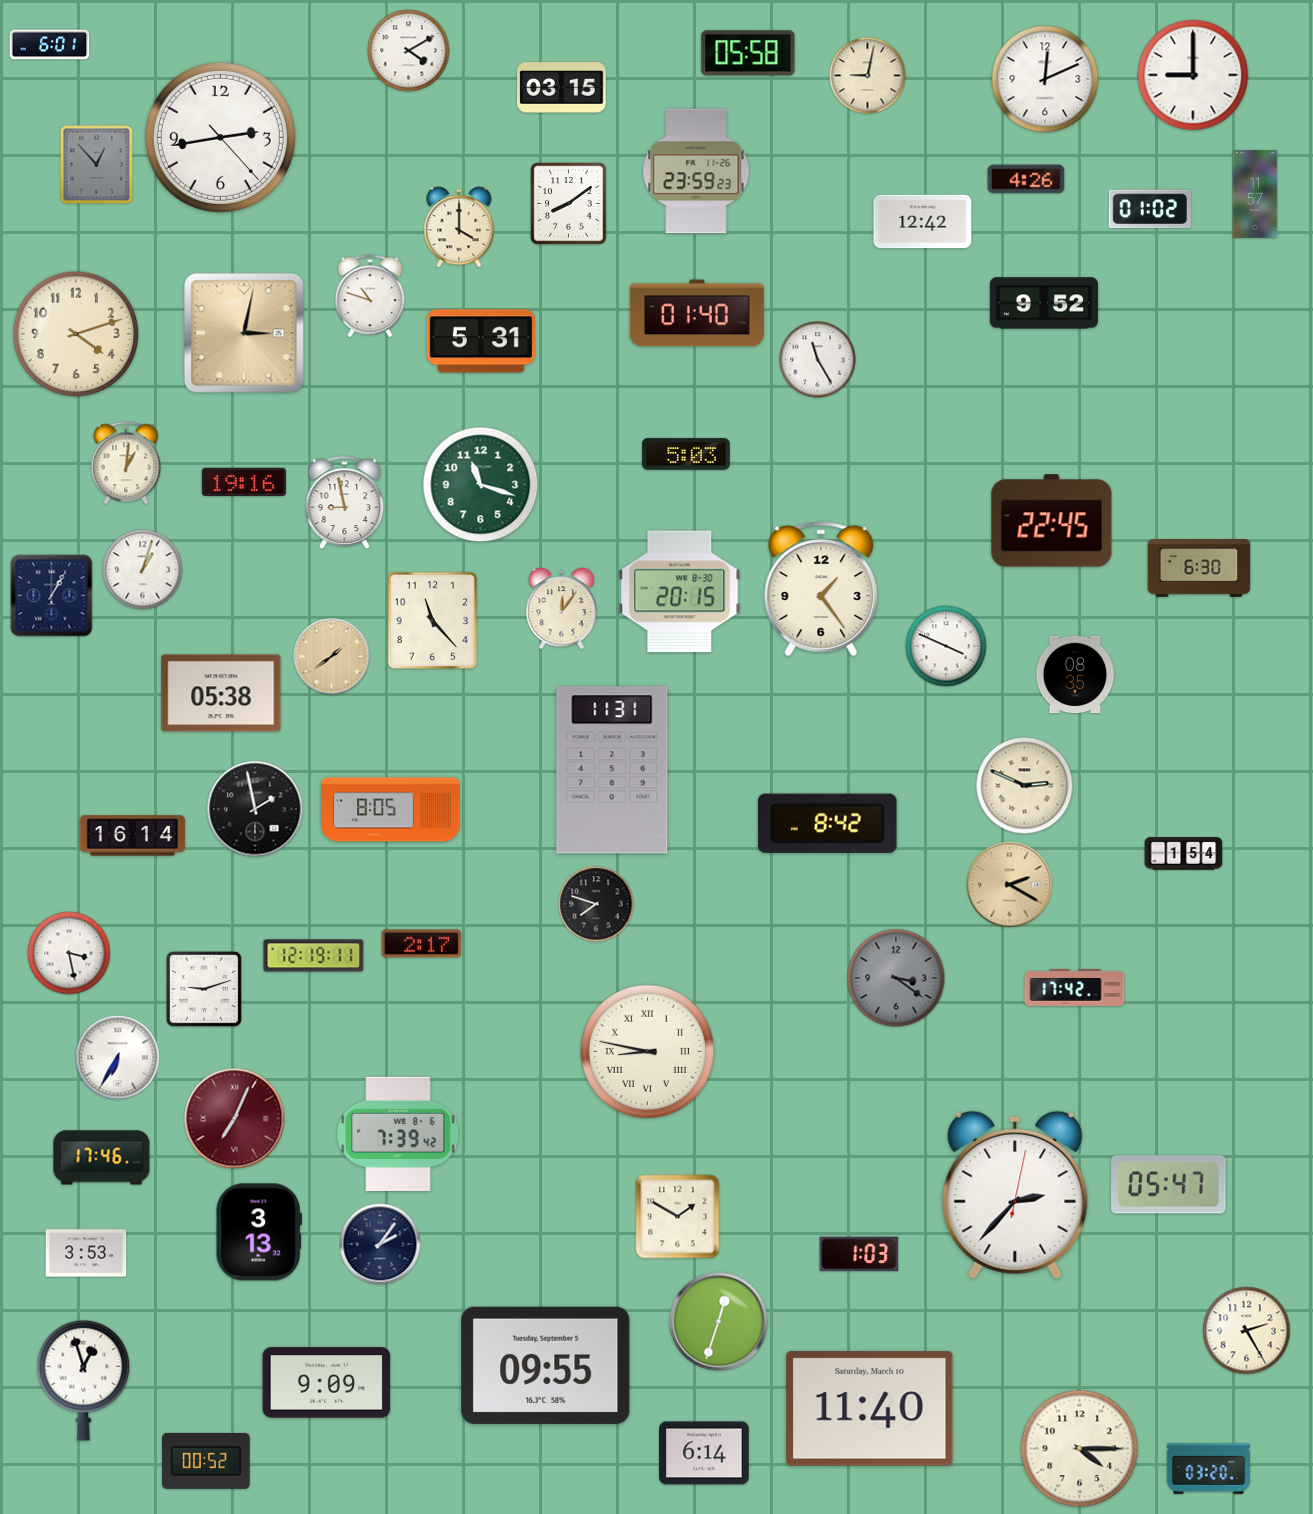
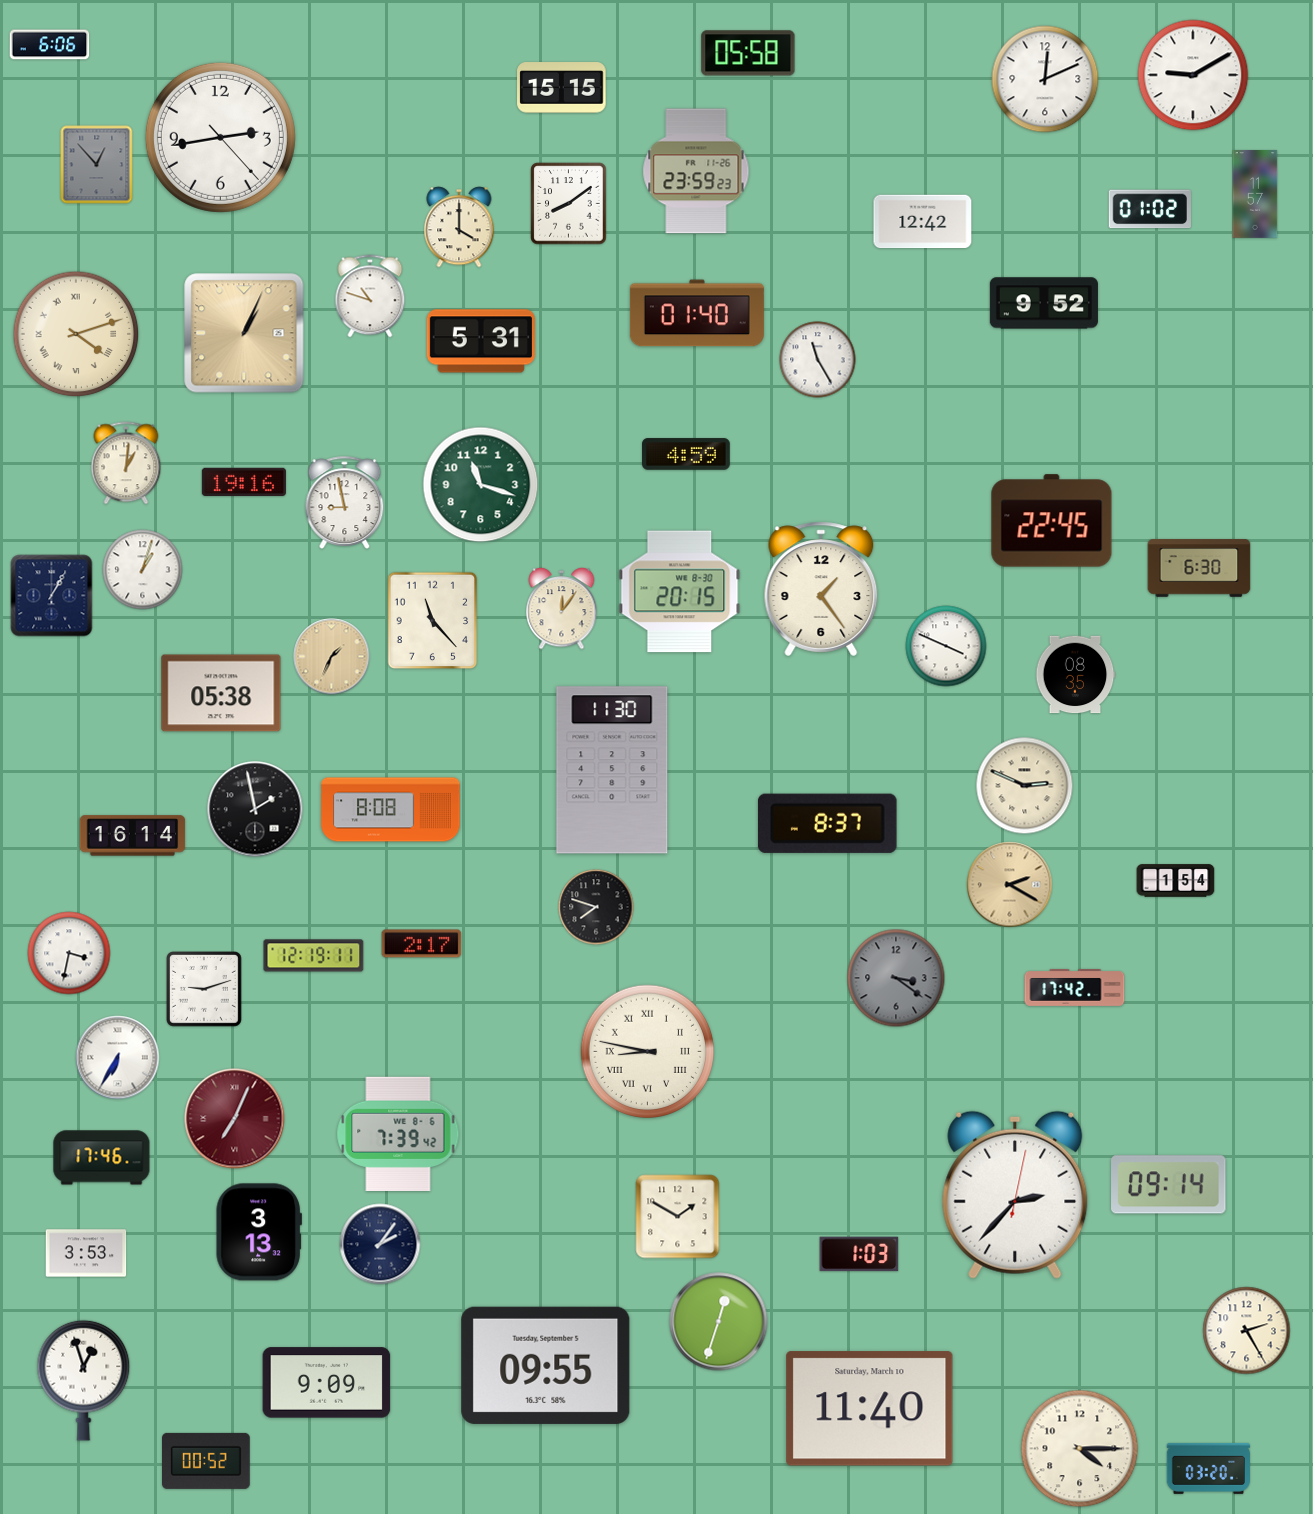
clock at (50, 45): 6:01 -> 6:06
clock at (409, 51): 4:10 -> none
clock at (1193, 75): 9:00 -> 9:10
clock at (868, 76): 9:02 -> none
clock at (562, 88): 03:15 -> 15:15
clock at (1026, 179): 4:26 -> none
clock at (244, 333): 3:02 -> 1:04
clock at (76, 334) numerals: Arabic -> Roman
clock at (686, 454): 5:03 -> 4:59
clock at (332, 657): 1:39 -> 1:34
clock at (612, 770): 11:31 -> 11:30
clock at (391, 810): 8:05 -> 8:08
clock at (827, 823): 8:42 -> 8:37
clock at (1184, 854) position: (1184, 854) -> (1176, 881)
clock at (596, 904) position: (596, 904) -> (596, 907)
clock at (69, 953): 3:28 -> 3:32
clock at (1169, 1185): 05:47 -> 09:14
clock at (704, 1453): 6:14 -> none
